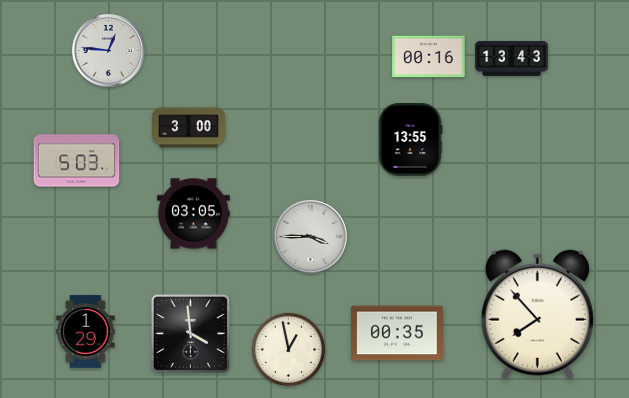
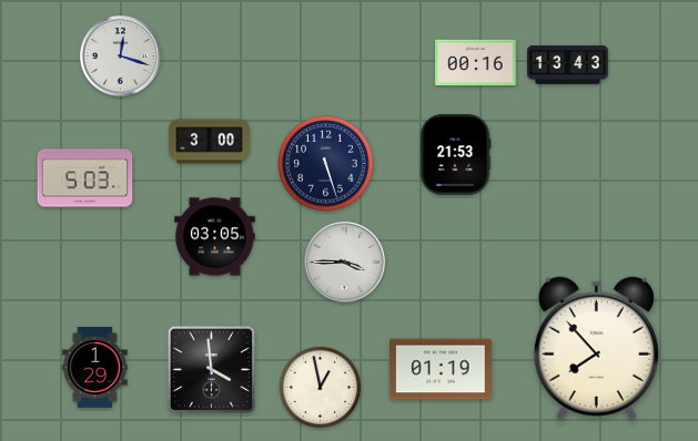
clock at (108, 50): 12:46 -> 12:18
clock at (410, 140): 13:55 -> 21:53
clock at (326, 164): none -> 5:27
clock at (398, 333): 00:35 -> 01:19
